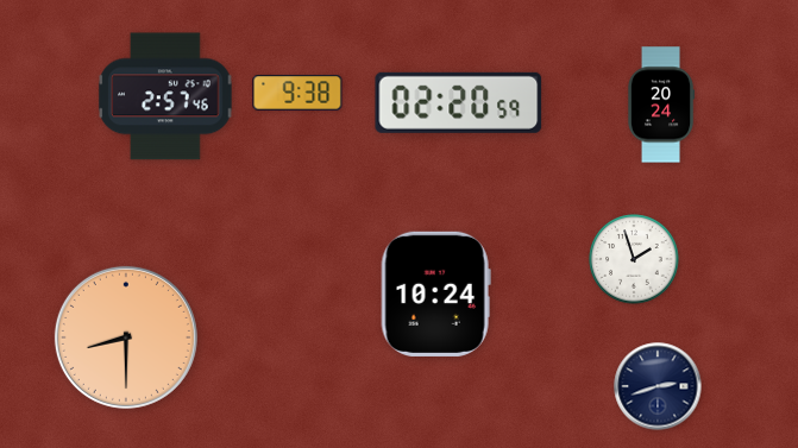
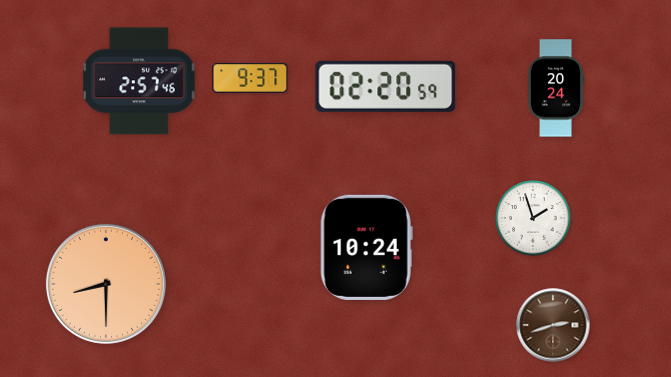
clock at (297, 93): 9:38 -> 9:37
clock at (658, 386) dial: navy -> brown
